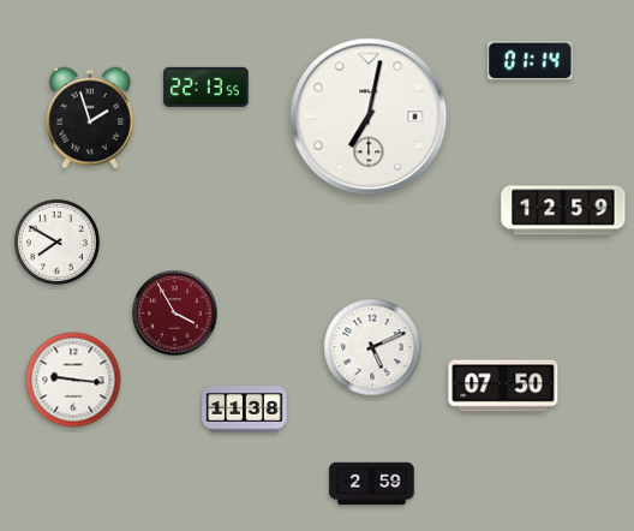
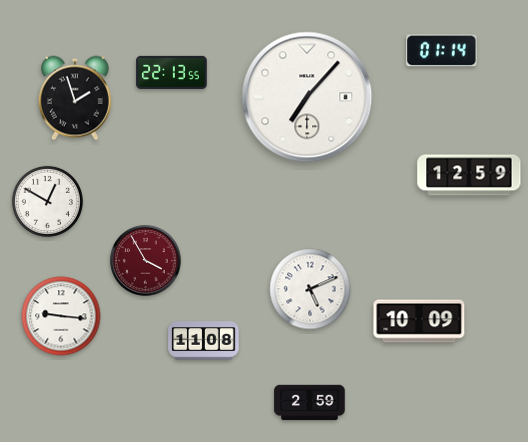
clock at (369, 117): 7:02 -> 7:07
clock at (56, 241): 7:50 -> 12:50
clock at (503, 386): 07:50 -> 10:09
clock at (245, 410): 11:38 -> 11:08
